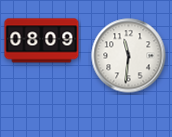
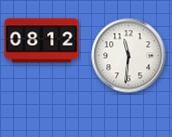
clock at (42, 41): 08:09 -> 08:12
